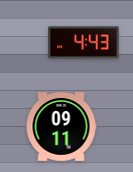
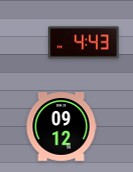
clock at (61, 127): 09:11 -> 09:12
